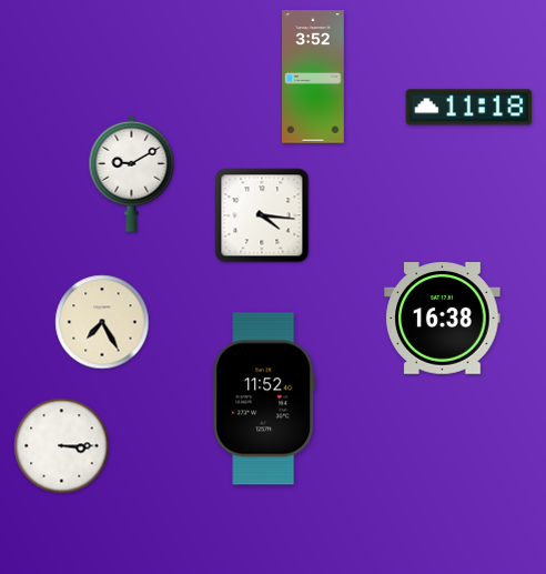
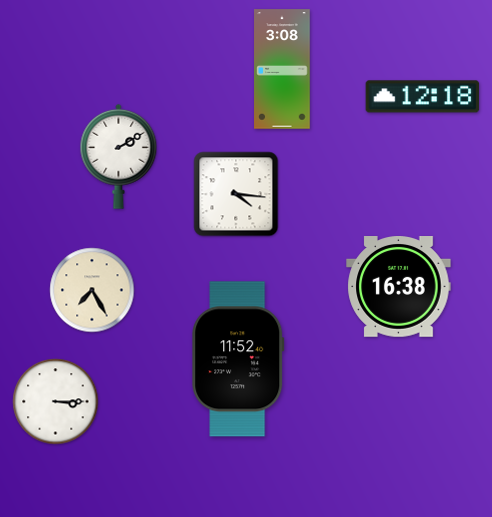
clock at (313, 77): 3:52 -> 3:08
clock at (469, 108): 11:18 -> 12:18
clock at (132, 173): 9:10 -> 2:10
